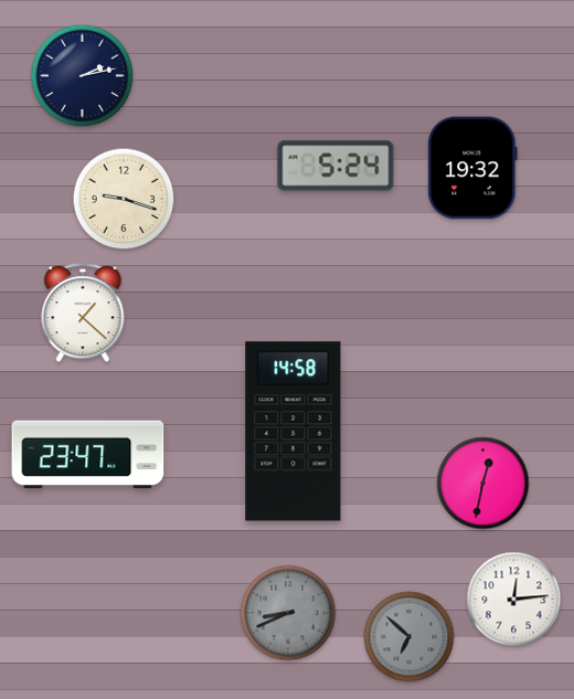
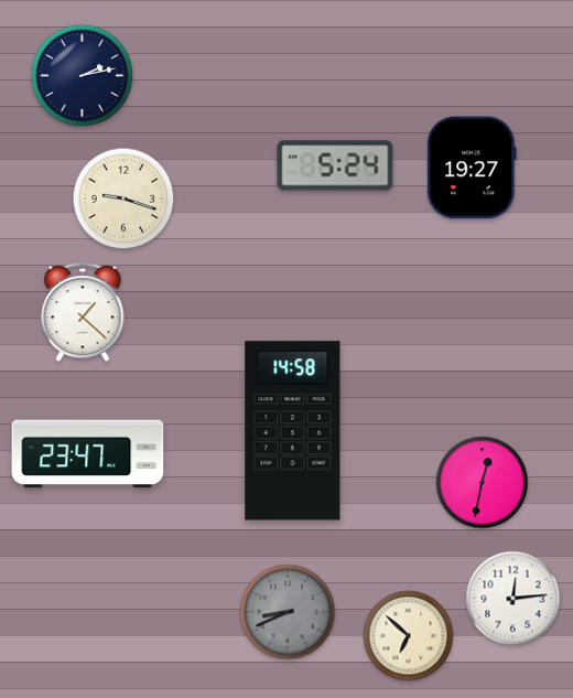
clock at (472, 168): 19:32 -> 19:27
clock at (410, 637) dial: grey -> cream
